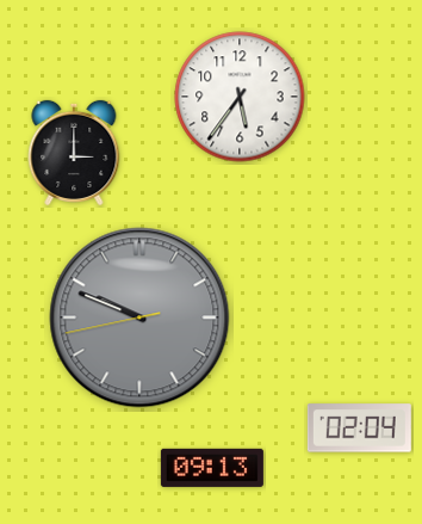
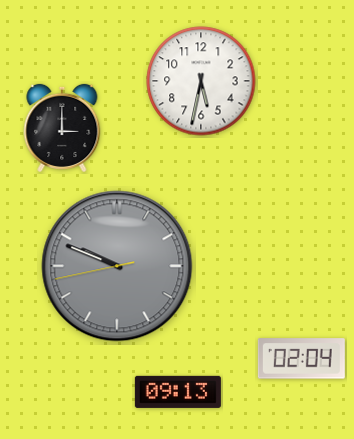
clock at (240, 97): 5:36 -> 5:32
